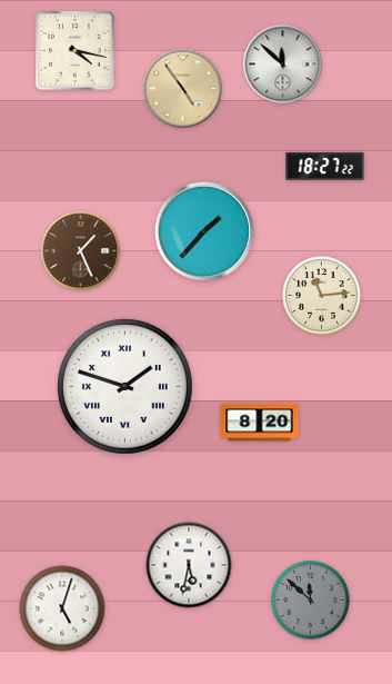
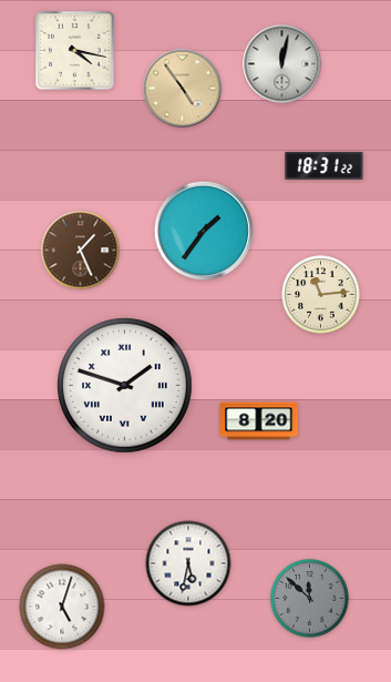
clock at (283, 65): 11:52 -> 12:02
clock at (325, 166): 18:27 -> 18:31
clock at (203, 230): 1:37 -> 1:36
